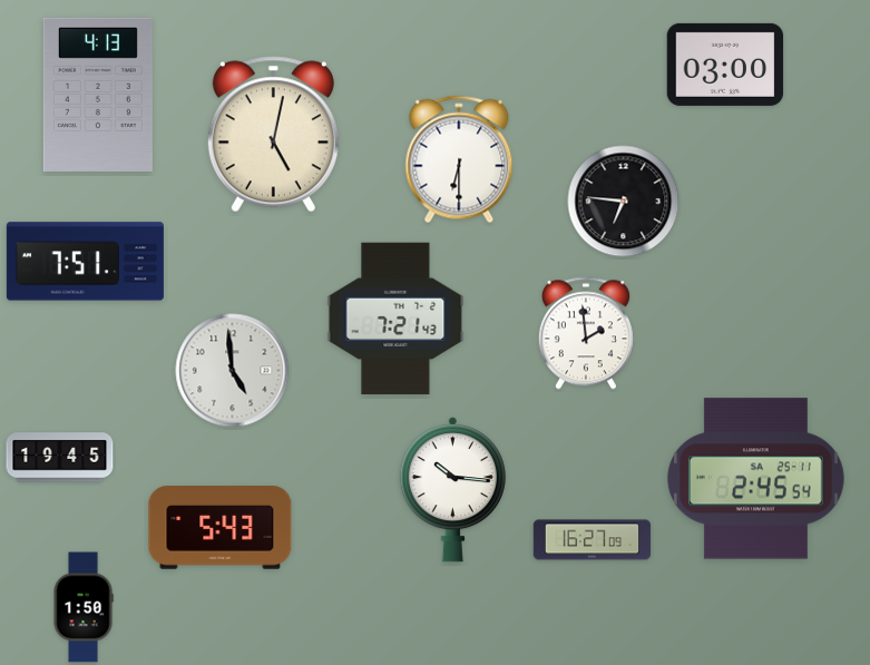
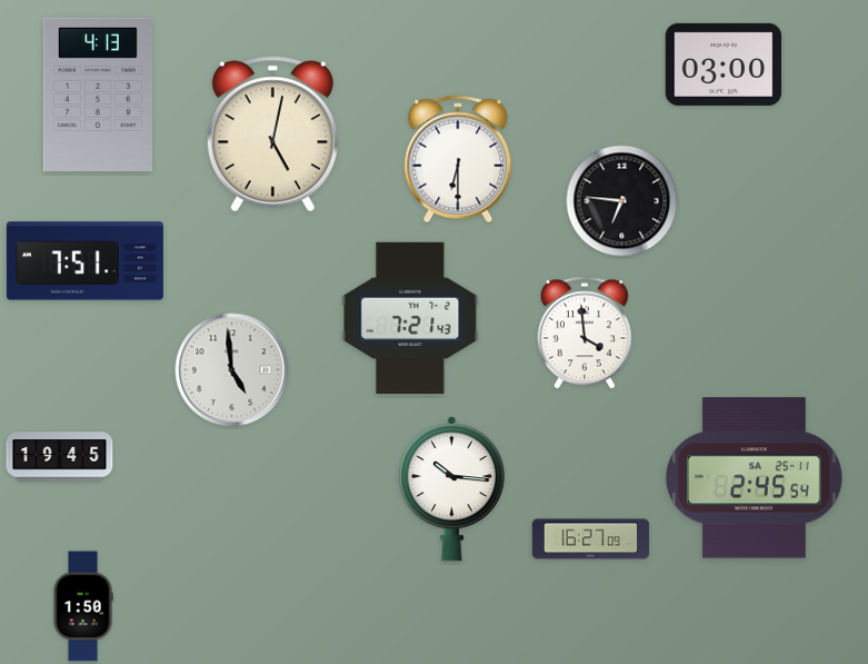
clock at (395, 319) position: (395, 319) -> (410, 318)
clock at (586, 333): 1:59 -> 3:59
clock at (221, 528): 5:43 -> none
